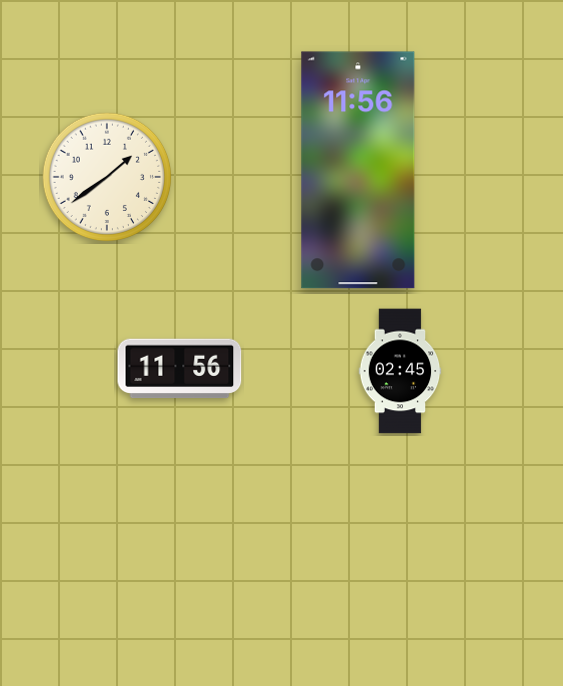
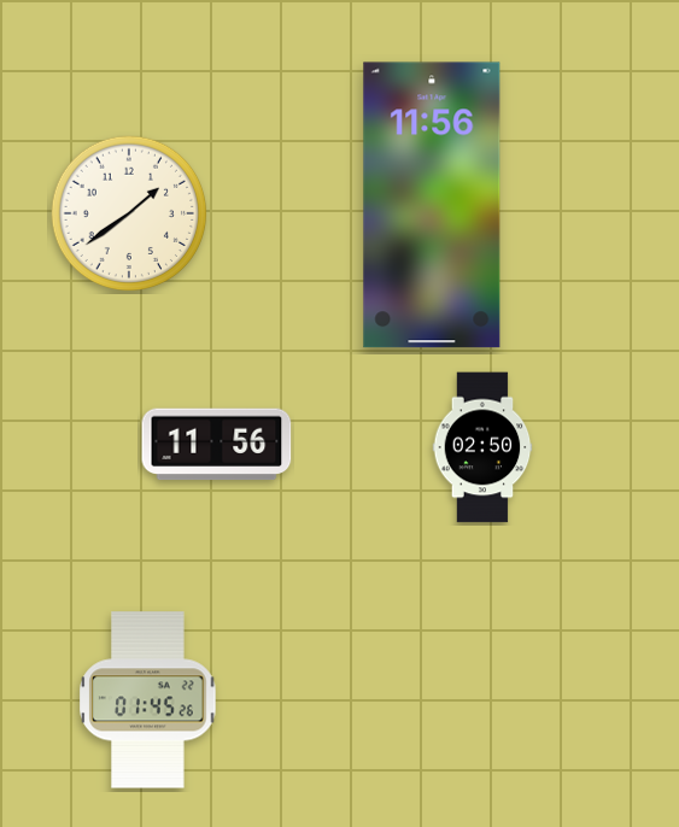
clock at (400, 371): 02:45 -> 02:50
clock at (148, 700): none -> 01:45
